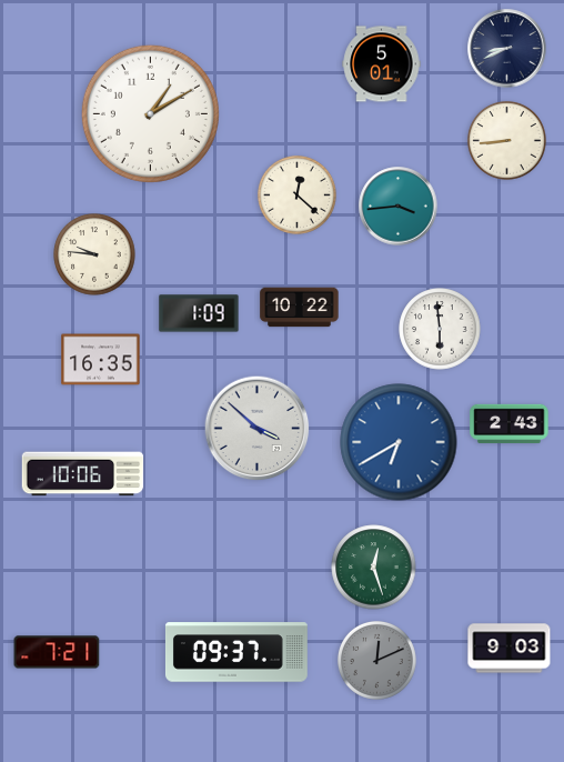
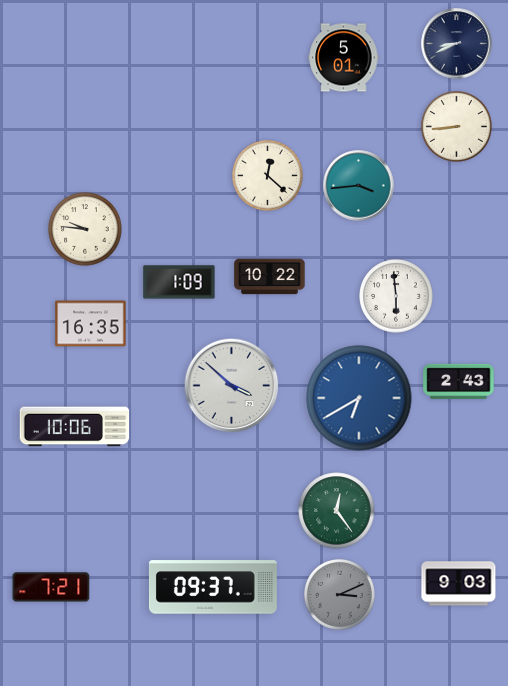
clock at (150, 113): 1:10 -> none
clock at (374, 568): 12:27 -> 12:24
clock at (376, 660): 12:11 -> 3:11
